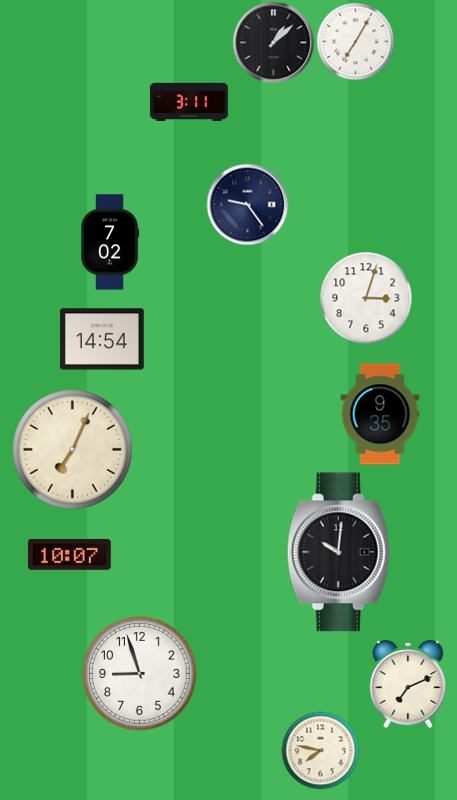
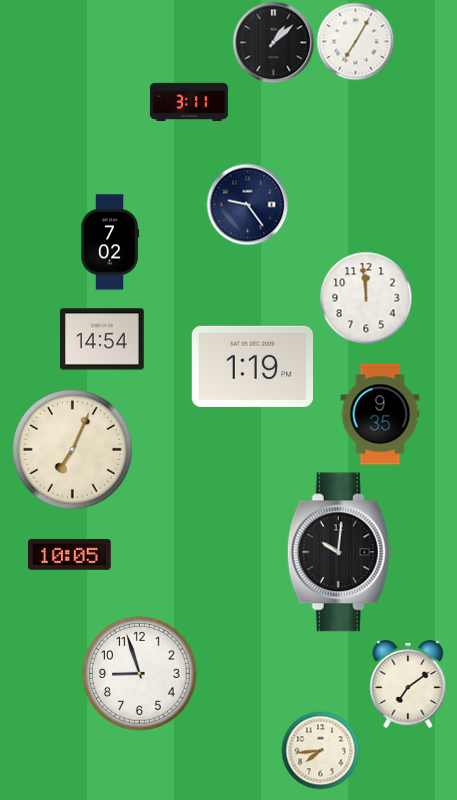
clock at (366, 298): 3:03 -> 11:59
clock at (252, 366): none -> 1:19
clock at (70, 554): 10:07 -> 10:05
clock at (408, 684): 7:11 -> 7:09
clock at (320, 750): 7:47 -> 7:44
